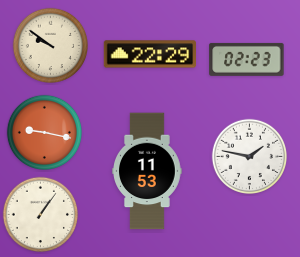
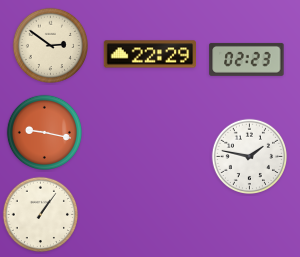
clock at (50, 45): 9:51 -> 2:51
clock at (148, 171): 11:53 -> none
